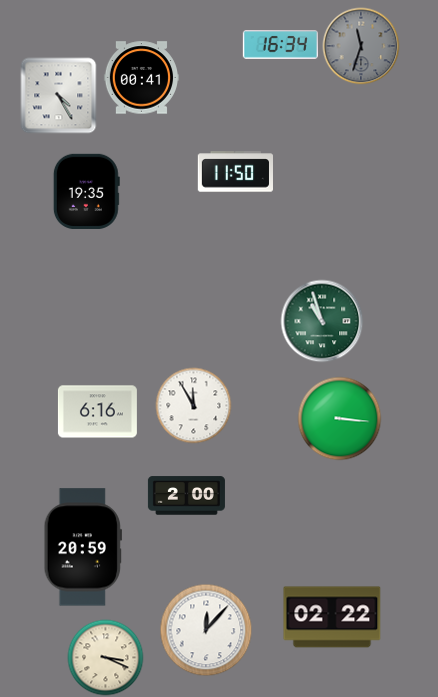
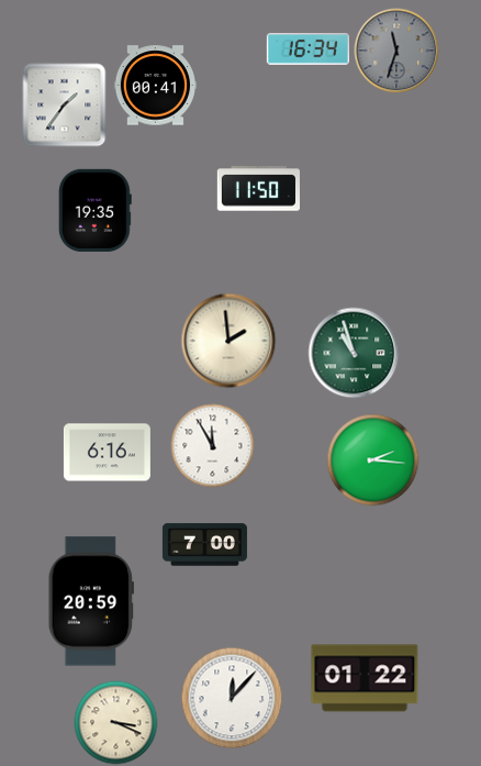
clock at (59, 96): 4:25 -> 1:36
clock at (228, 341): none -> 1:59
clock at (340, 419): 3:16 -> 2:16
clock at (186, 496): 2:00 -> 7:00
clock at (332, 617): 02:22 -> 01:22
clock at (206, 630) position: (206, 630) -> (232, 698)
